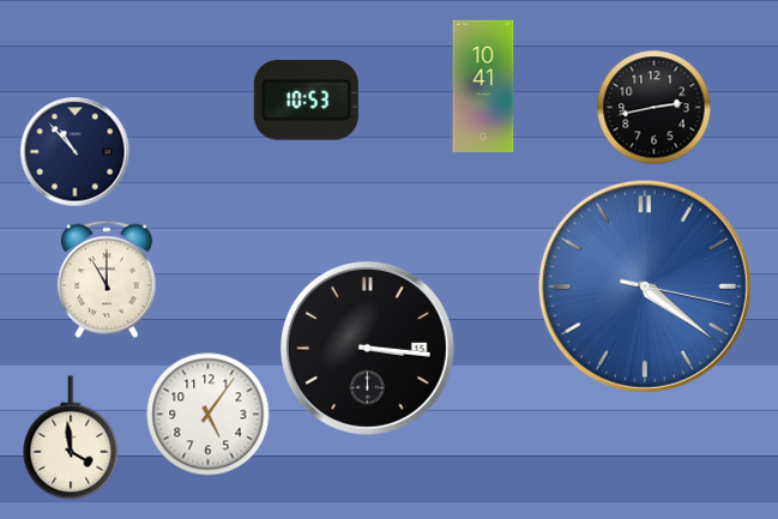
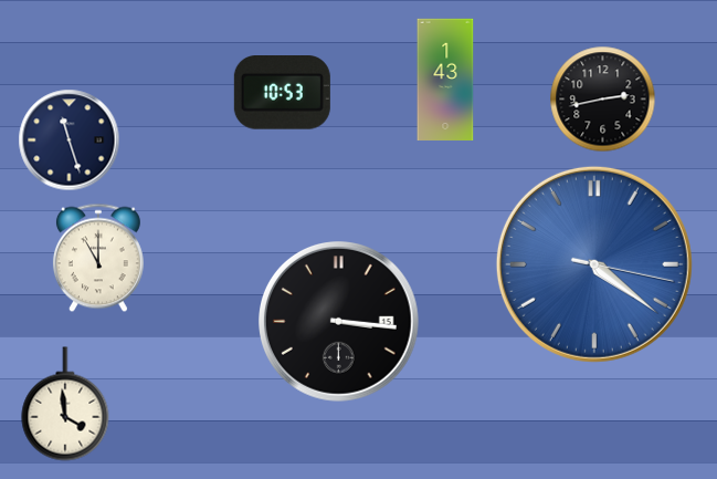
clock at (483, 85): 10:41 -> 1:43
clock at (76, 152): 10:53 -> 11:27
clock at (209, 415): 5:06 -> none
